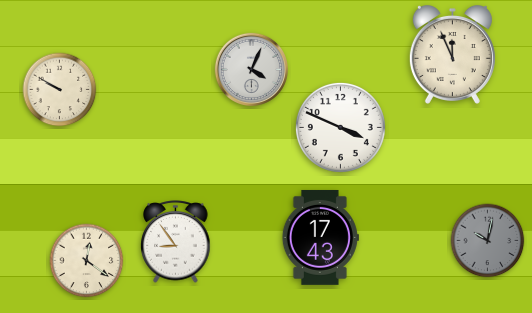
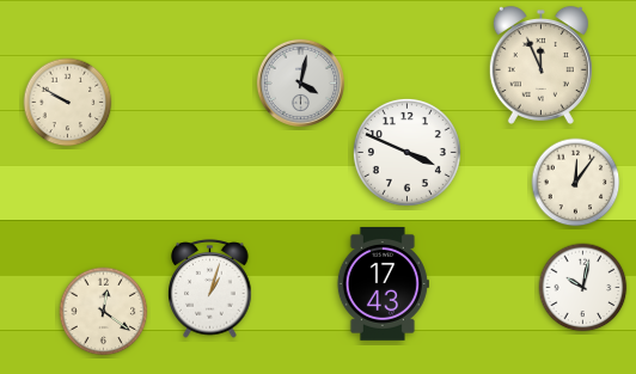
clock at (251, 69): 4:04 -> 4:02
clock at (60, 90) position: (60, 90) -> (68, 103)
clock at (576, 183): none -> 12:06
clock at (488, 241) dial: grey -> white
clock at (176, 242): 8:54 -> 1:03
